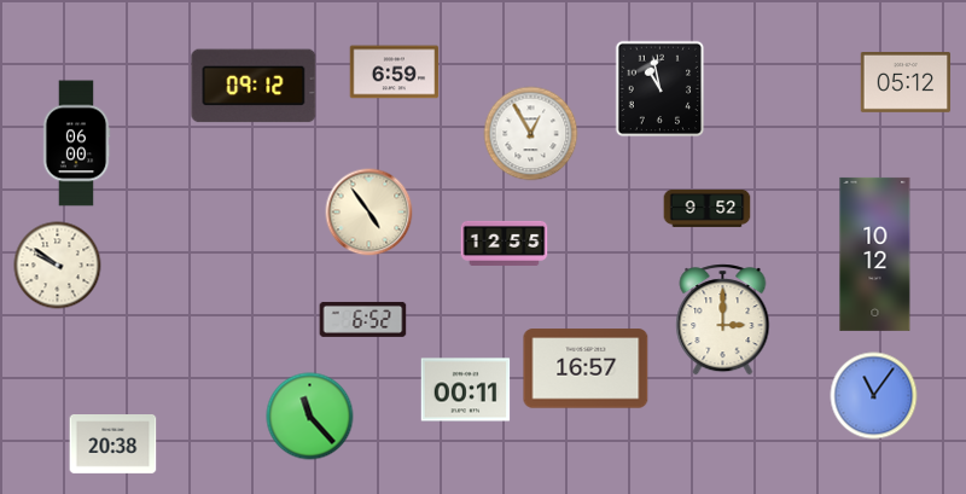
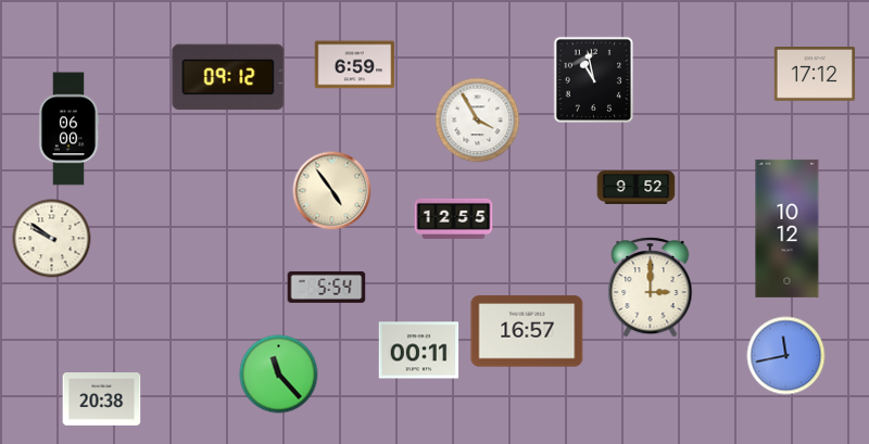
clock at (906, 83): 05:12 -> 17:12
clock at (531, 134): 12:55 -> 3:55
clock at (363, 319): 6:52 -> 5:54
clock at (874, 396): 11:06 -> 11:43
